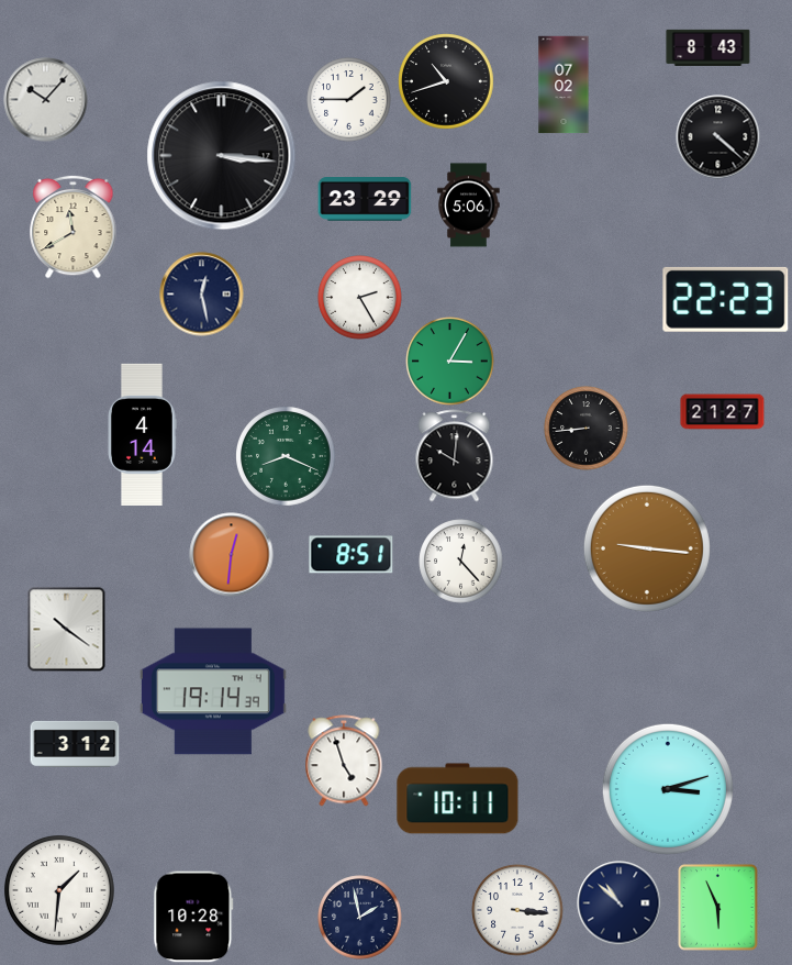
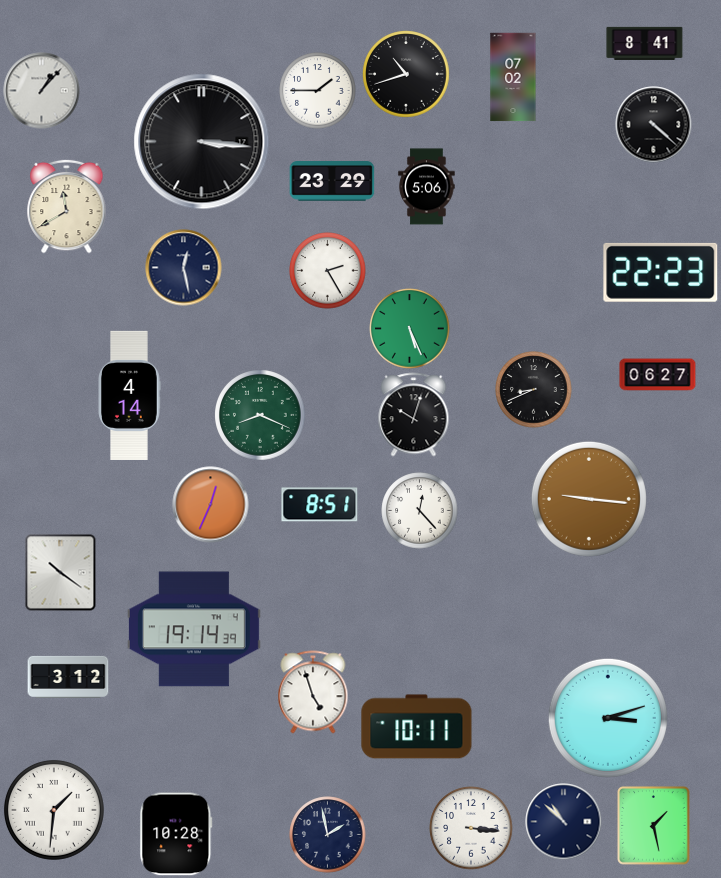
clock at (709, 47): 8:43 -> 8:41
clock at (46, 100): 10:07 -> 1:07
clock at (450, 362): 3:05 -> 5:26
clock at (723, 412): 21:27 -> 06:27
clock at (587, 429): 8:44 -> 8:41
clock at (455, 456): 10:01 -> 10:03
clock at (232, 555): 12:31 -> 12:34
clock at (718, 908): 5:56 -> 1:28
